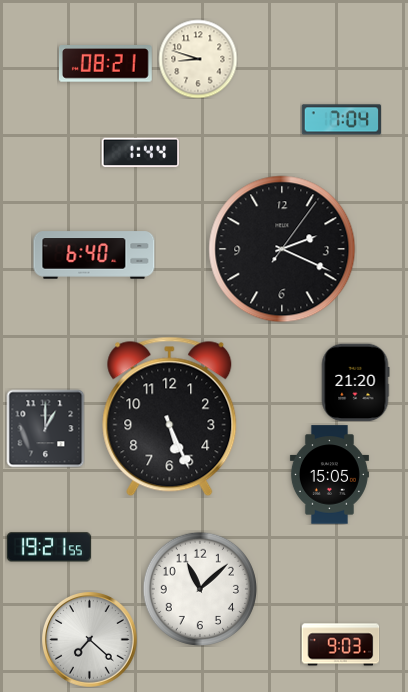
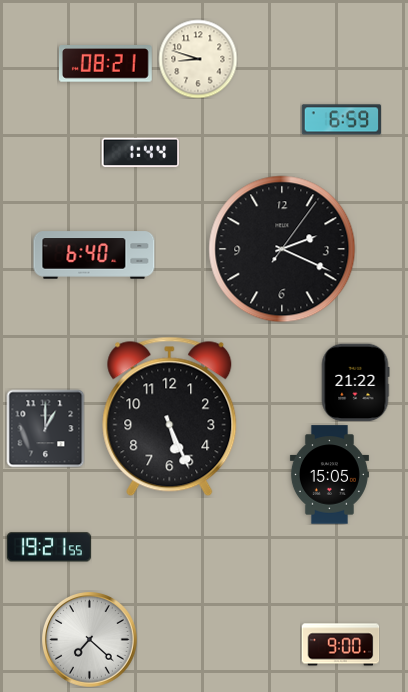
clock at (341, 120): 7:04 -> 6:59
clock at (355, 382): 21:20 -> 21:22
clock at (200, 589): 11:08 -> none
clock at (340, 645): 9:03 -> 9:00
